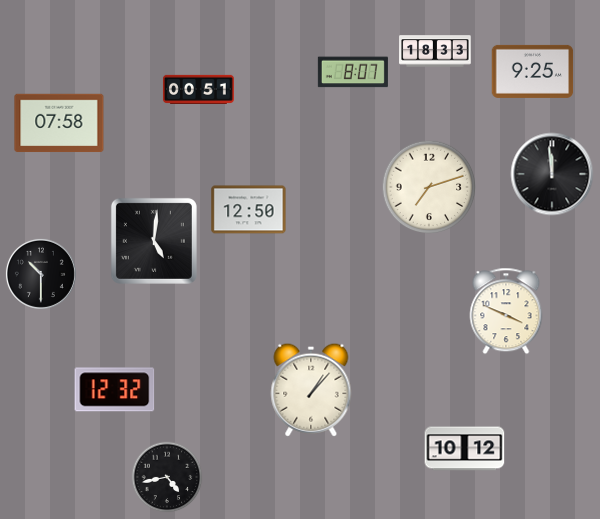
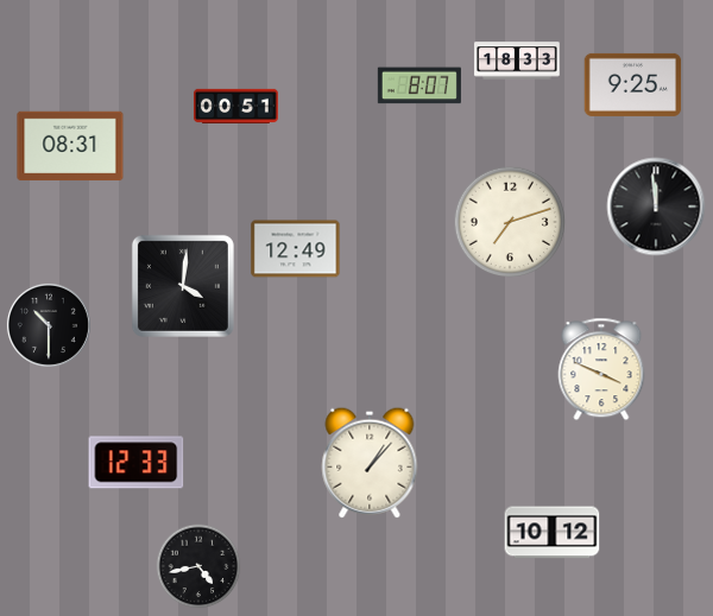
clock at (59, 123): 07:58 -> 08:31
clock at (249, 210): 12:50 -> 12:49
clock at (154, 241): 5:01 -> 4:01
clock at (115, 390): 12:32 -> 12:33
